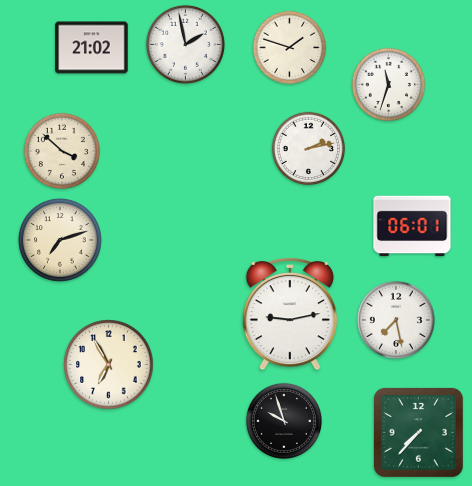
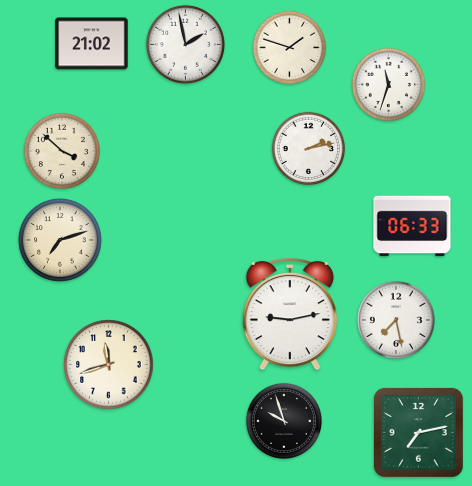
clock at (92, 48) position: (92, 48) -> (92, 44)
clock at (412, 226): 06:01 -> 06:33
clock at (109, 365): 6:55 -> 11:42
clock at (418, 432): 7:37 -> 7:13
